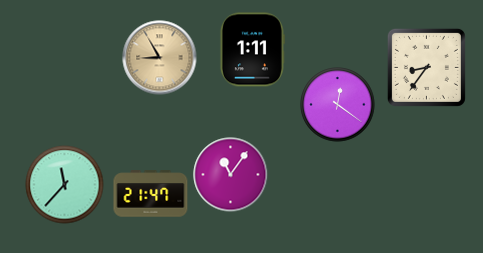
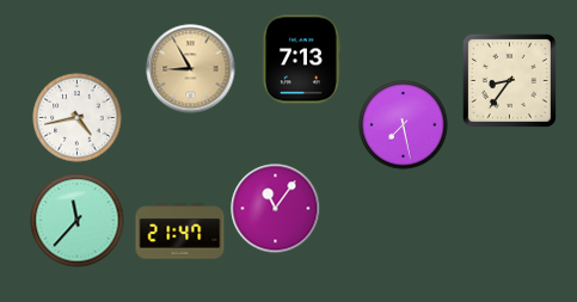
clock at (252, 50): 1:11 -> 7:13
clock at (78, 118): none -> 4:43
clock at (338, 105): 12:21 -> 7:28
